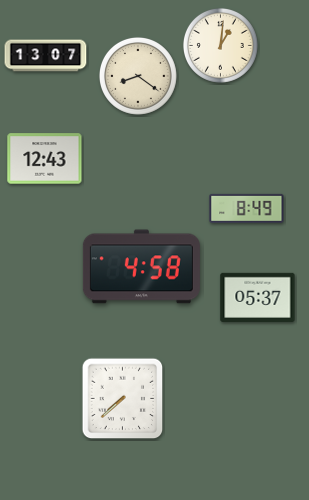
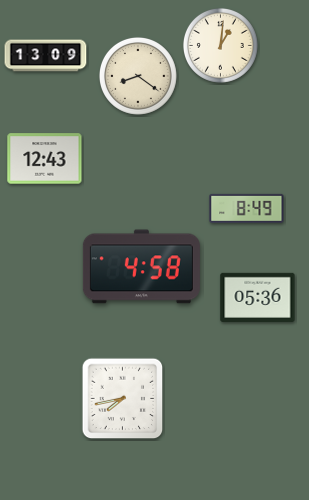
clock at (46, 56): 13:07 -> 13:09
clock at (258, 297): 05:37 -> 05:36
clock at (123, 399): 7:38 -> 7:43
